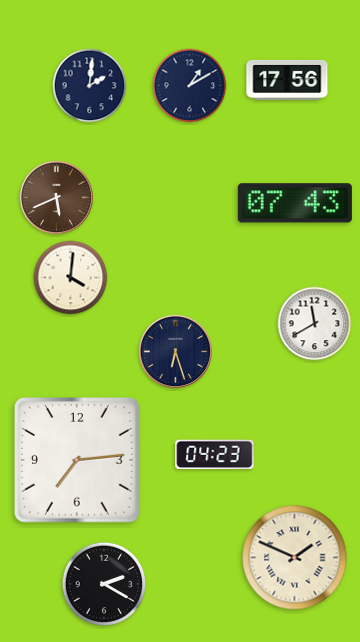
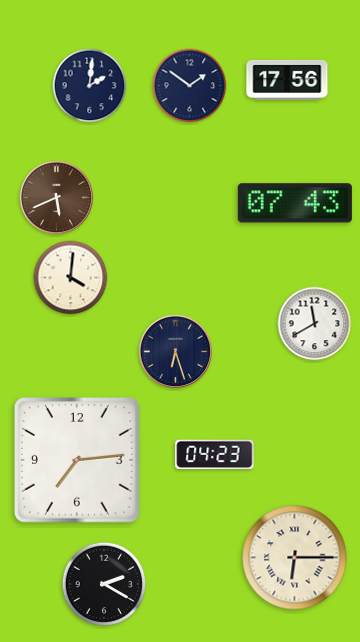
clock at (190, 86): 1:10 -> 1:51
clock at (295, 558): 1:49 -> 6:15
